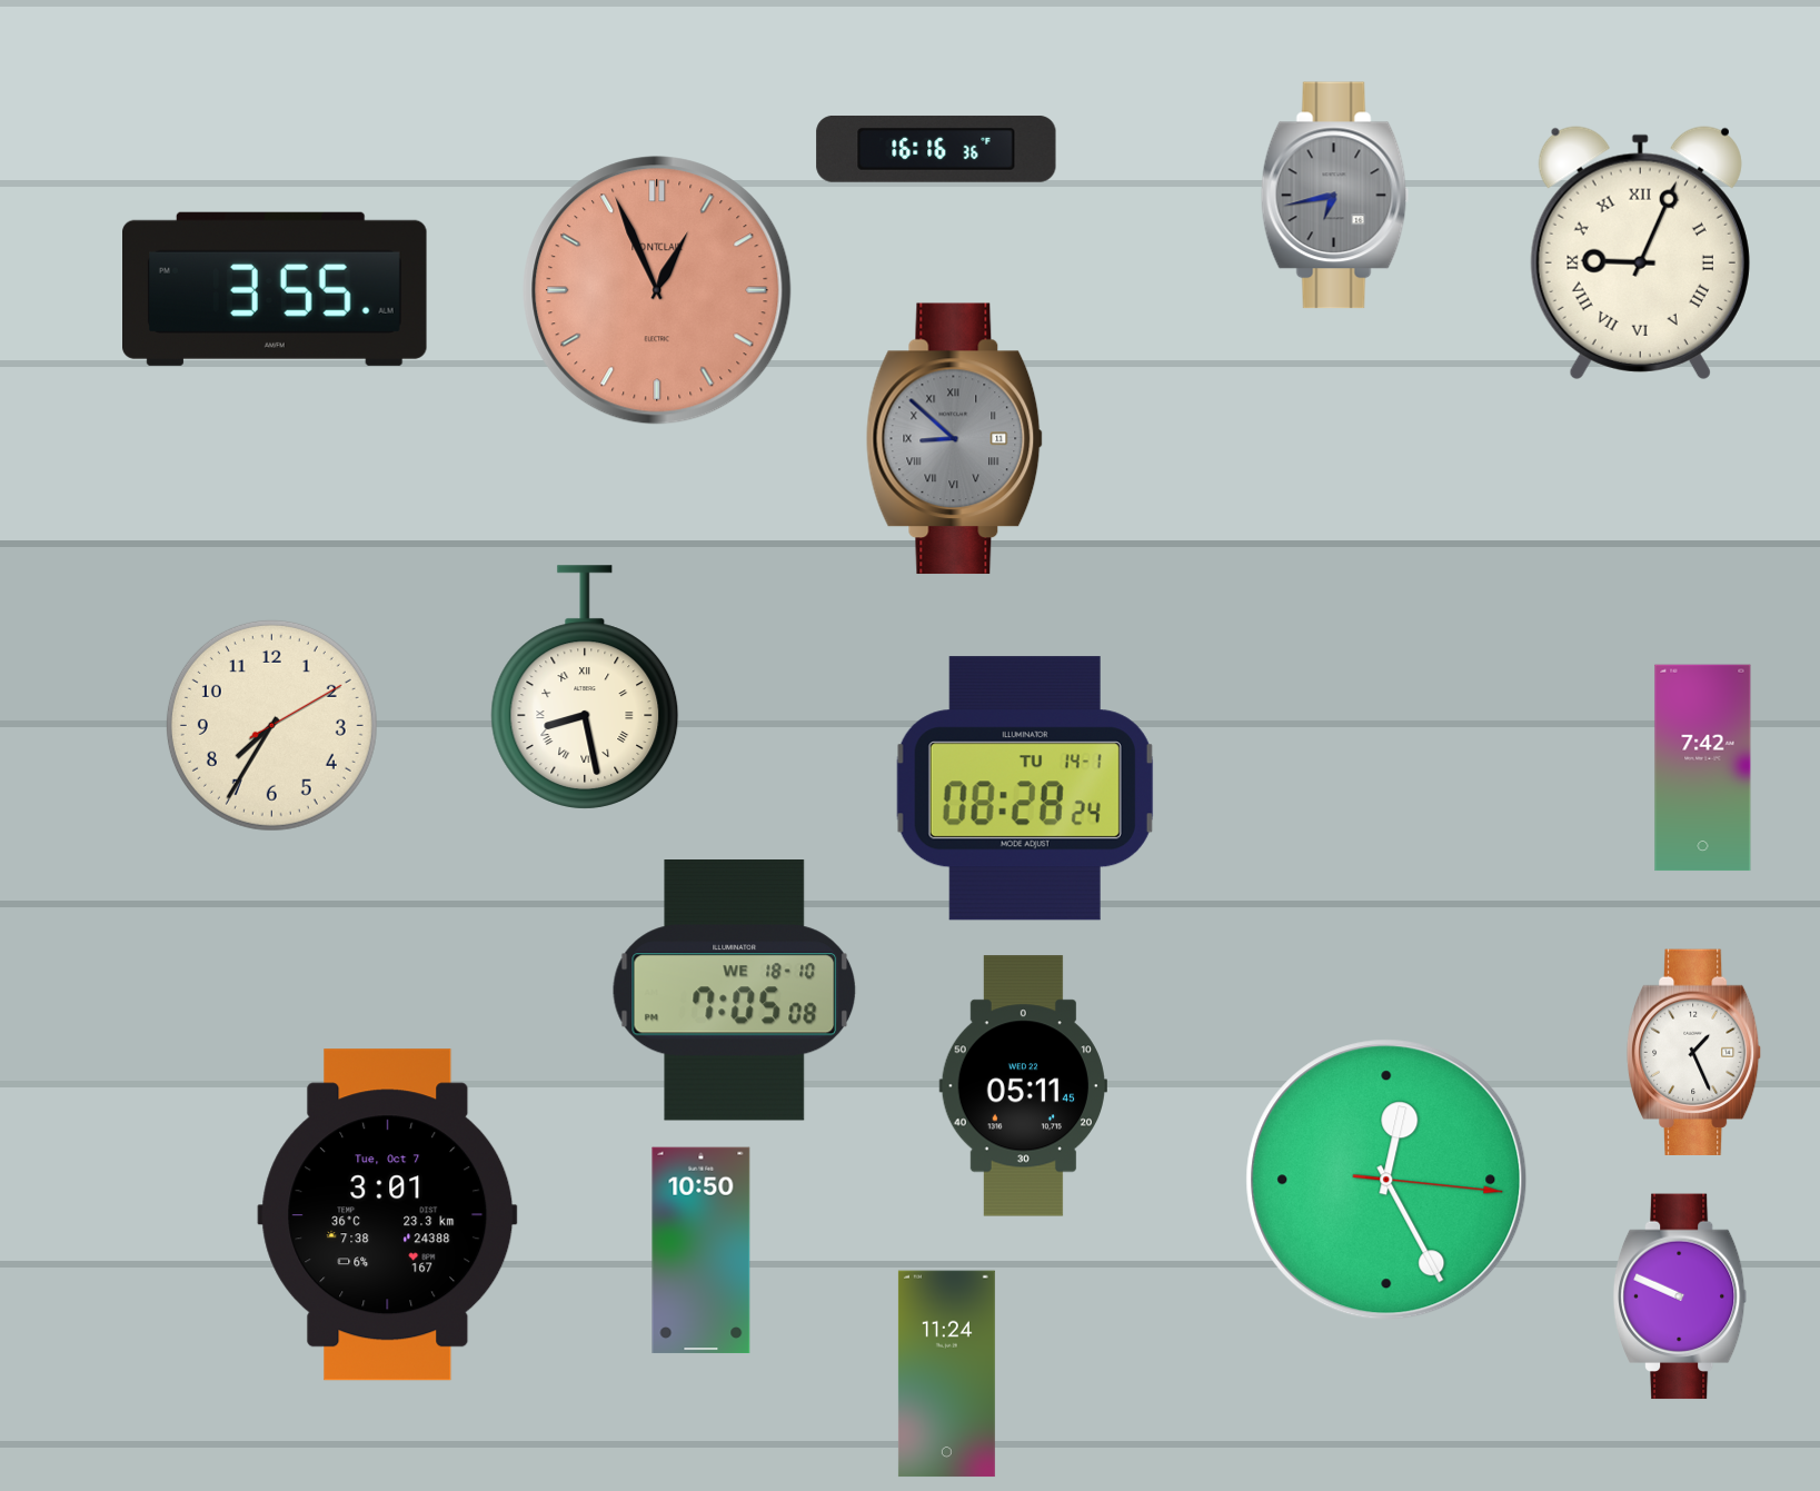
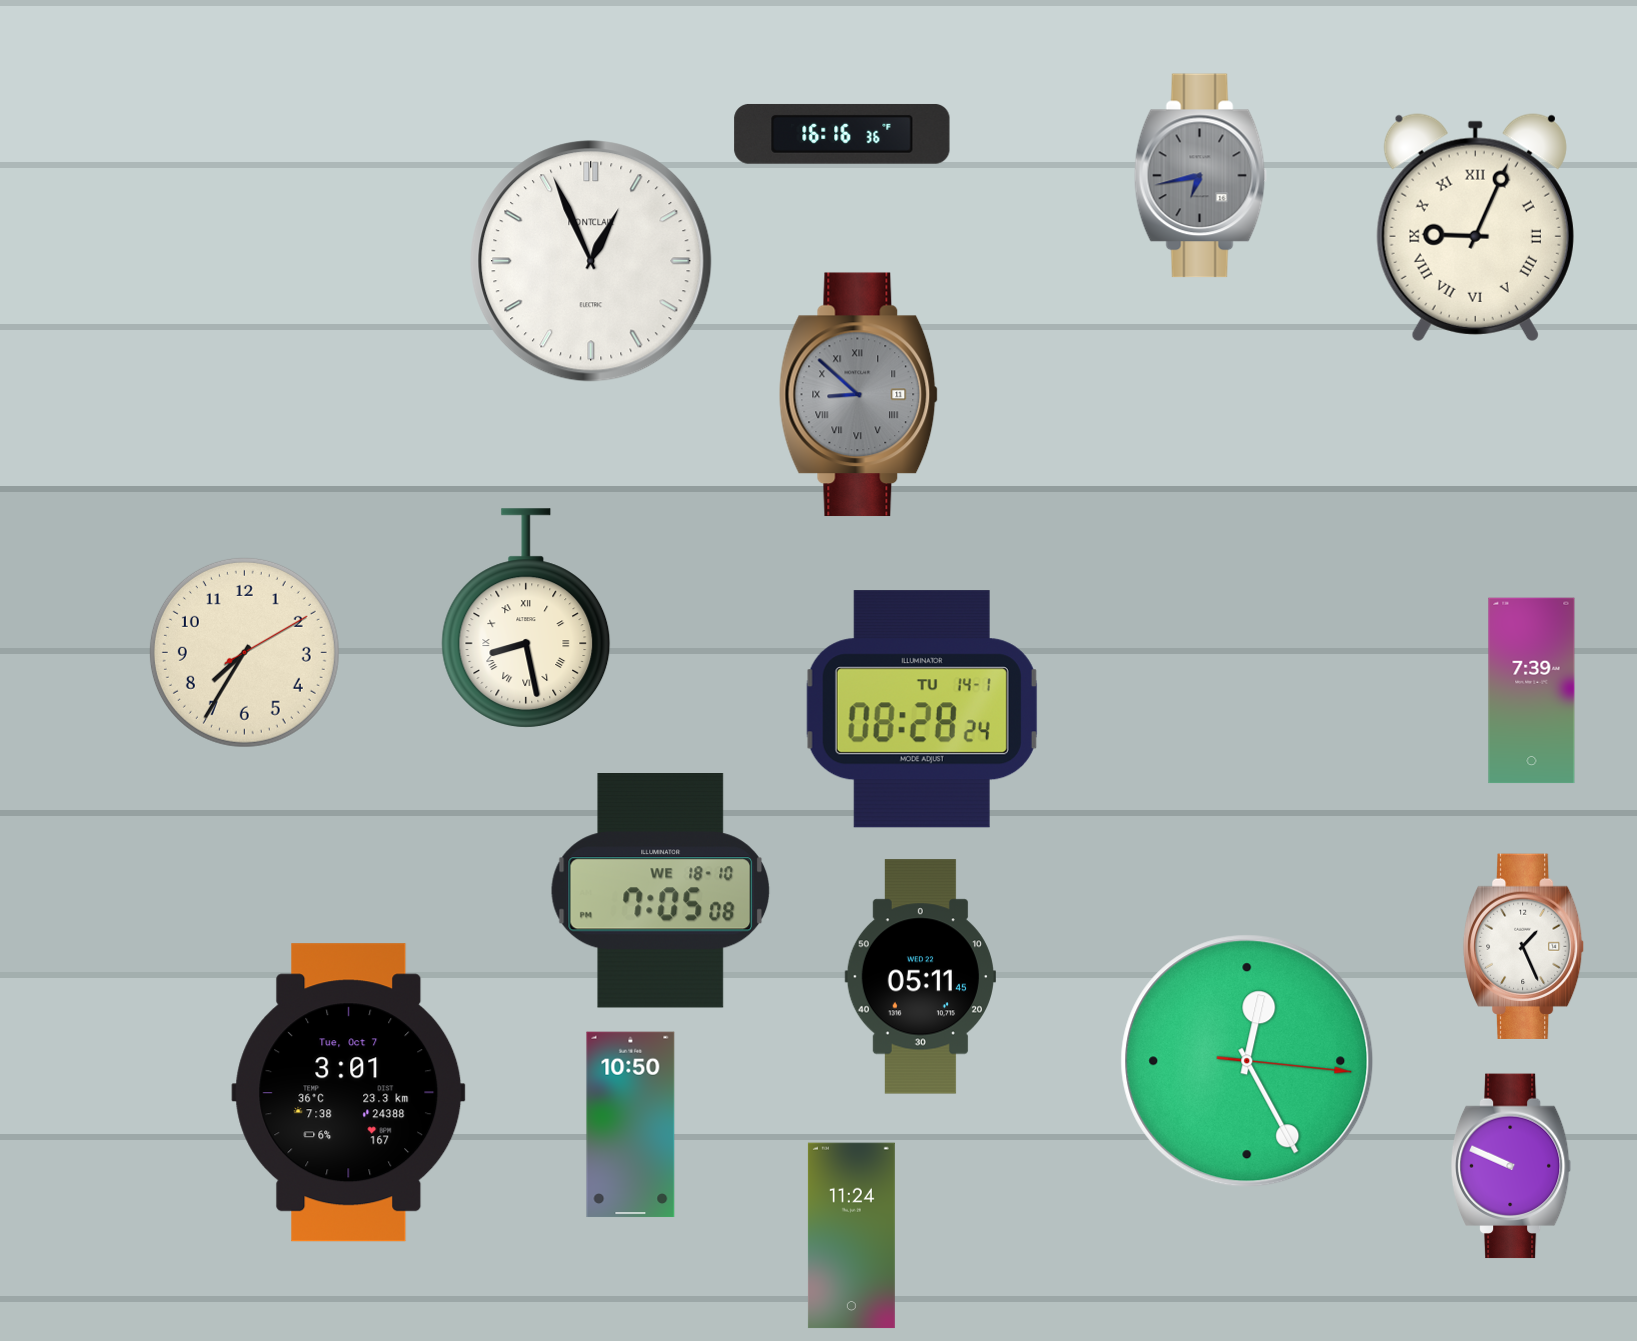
clock at (276, 289): 3:55 -> none
clock at (657, 290) dial: salmon -> white
clock at (1703, 768): 7:42 -> 7:39
